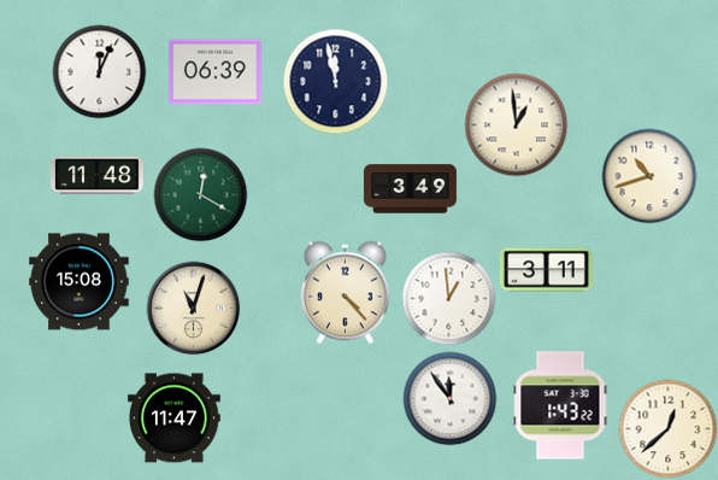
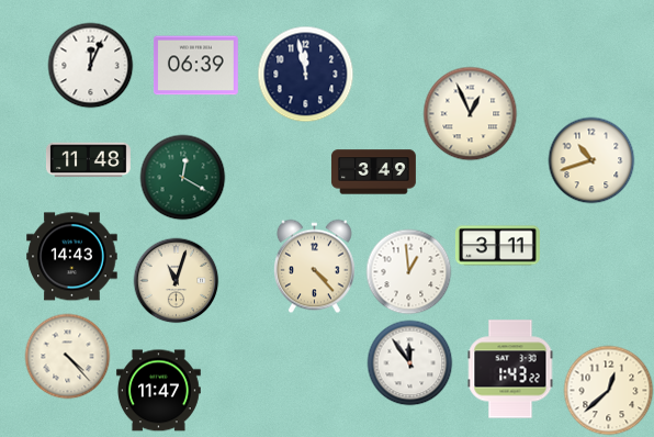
clock at (516, 124): 12:59 -> 12:56
clock at (80, 282): 15:08 -> 14:43
clock at (67, 356): none -> 4:23
clock at (173, 418) position: (173, 418) -> (158, 391)
